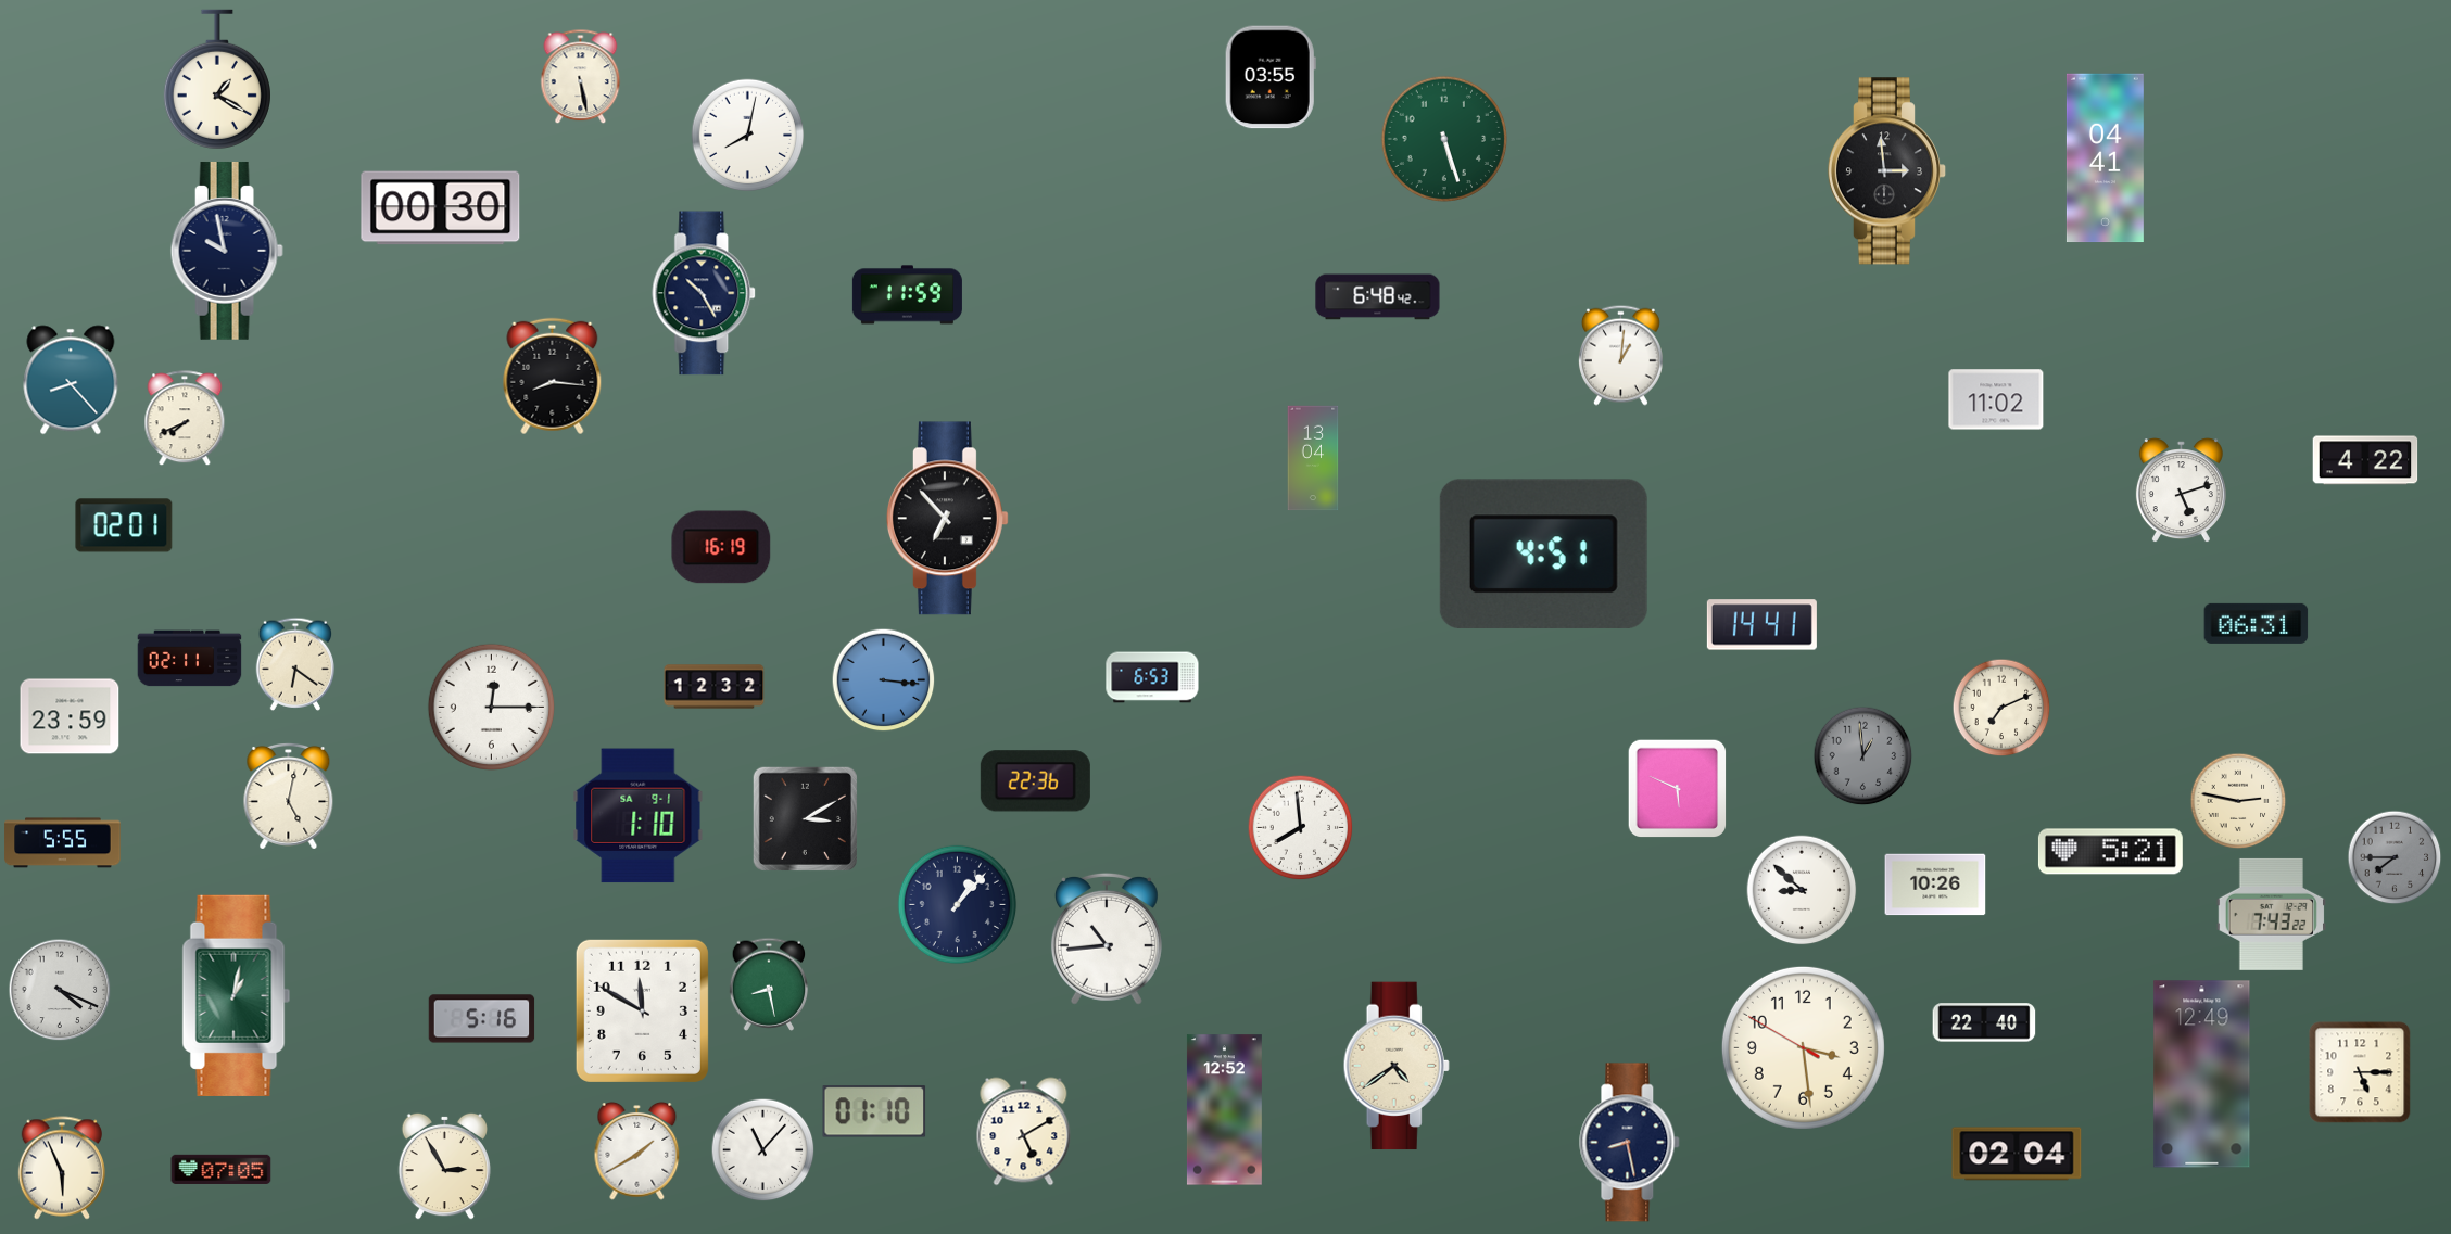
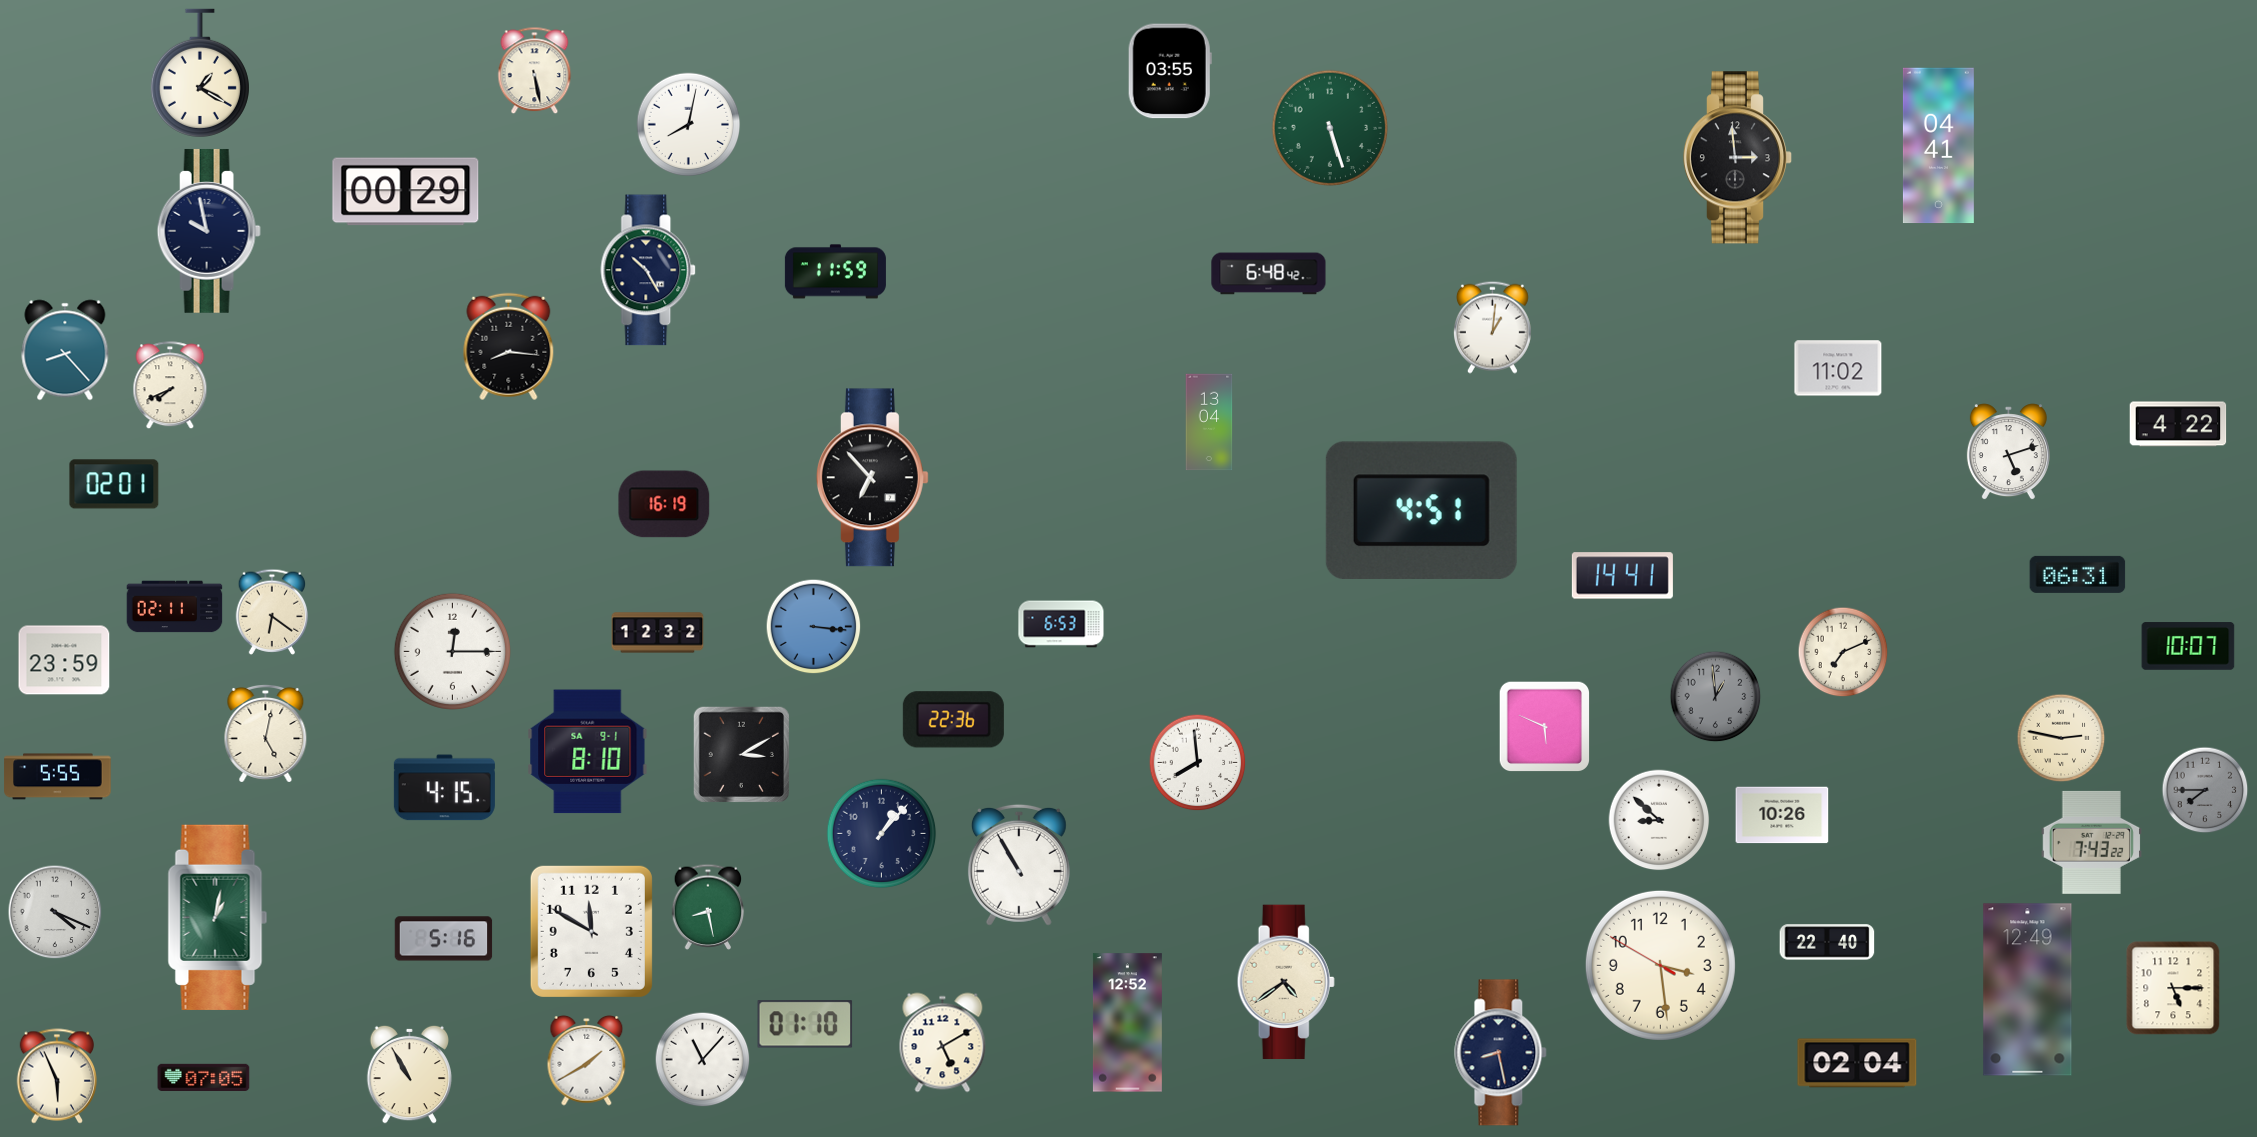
clock at (441, 208): 00:30 -> 00:29
clock at (2188, 646): none -> 10:07
clock at (639, 816): 1:10 -> 8:10
clock at (2110, 852): 5:21 -> none
clock at (444, 788): none -> 4:15
clock at (1107, 939): 10:44 -> 10:55
clock at (445, 1166): 2:55 -> 10:55
